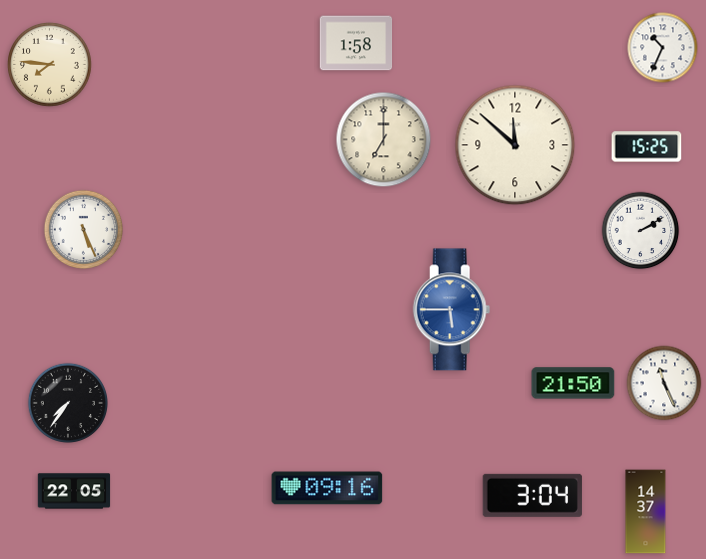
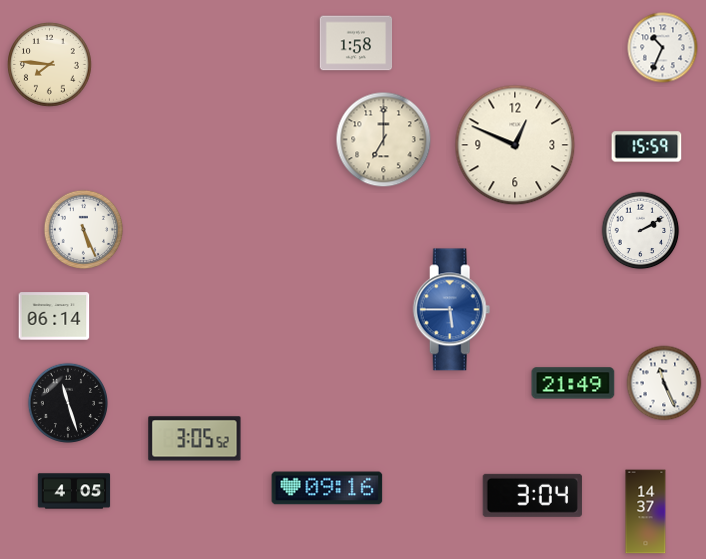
clock at (515, 145): 11:52 -> 12:49
clock at (647, 147): 15:25 -> 15:59
clock at (54, 316): none -> 06:14
clock at (573, 383): 21:50 -> 21:49
clock at (67, 402): 7:36 -> 11:27
clock at (195, 439): none -> 3:05
clock at (74, 491): 22:05 -> 4:05
